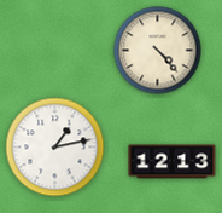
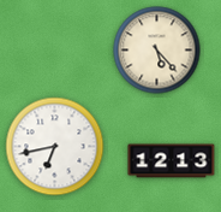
clock at (158, 51): 4:23 -> 5:23
clock at (55, 148): 1:13 -> 6:43
